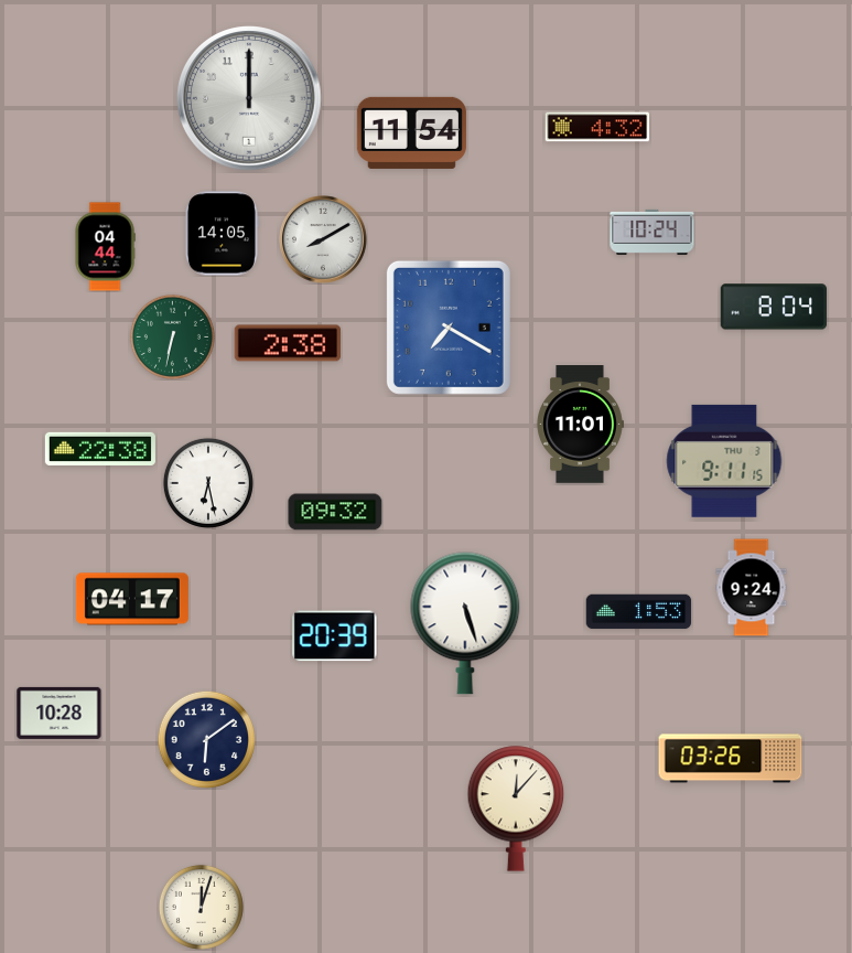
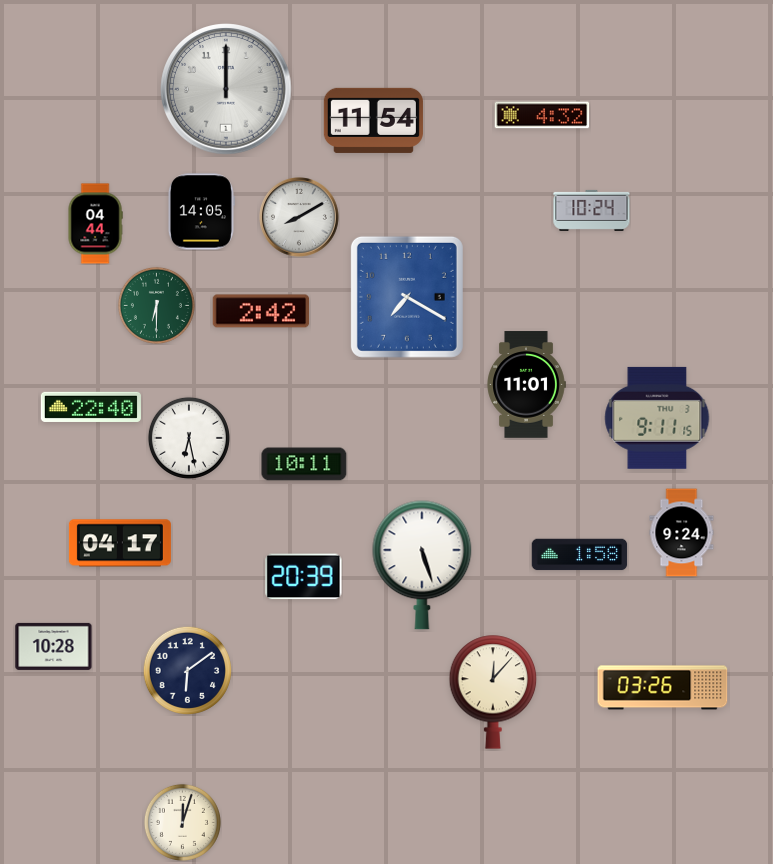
clock at (324, 240) position: (324, 240) -> (300, 218)
clock at (774, 307): 8:04 -> none
clock at (172, 336): 6:32 -> 6:30
clock at (288, 343): 2:38 -> 2:42
clock at (100, 448): 22:38 -> 22:40
clock at (335, 512): 09:32 -> 10:11
clock at (639, 612): 1:53 -> 1:58
clock at (516, 809) position: (516, 809) -> (493, 692)
